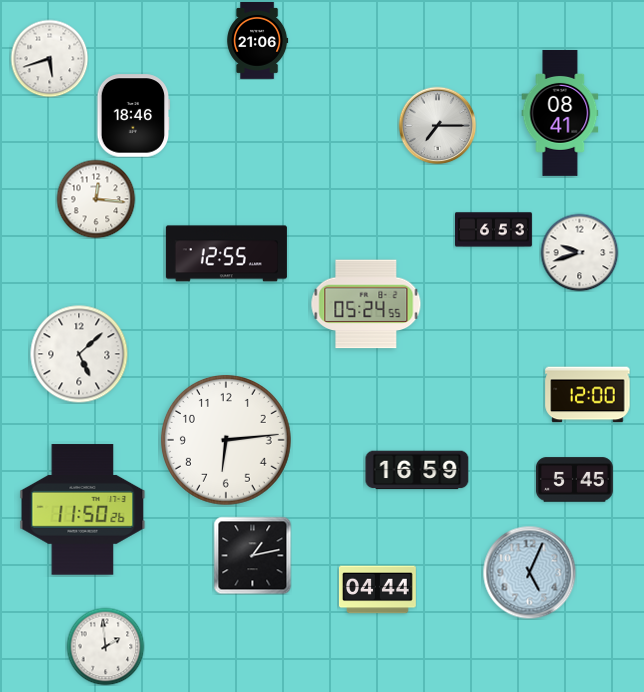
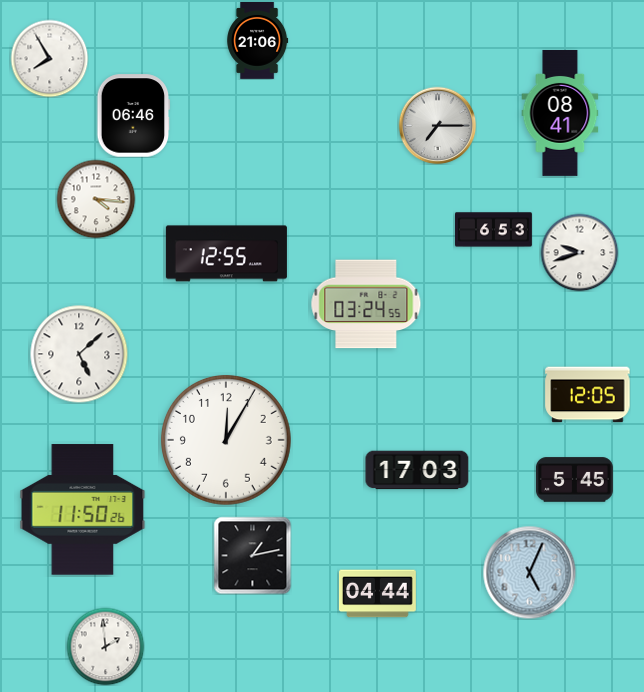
clock at (49, 58): 5:42 -> 7:55
clock at (134, 116): 18:46 -> 06:46
clock at (96, 199): 12:16 -> 4:16
clock at (366, 304): 05:24 -> 03:24
clock at (588, 395): 12:00 -> 12:05
clock at (226, 440): 6:14 -> 12:05
clock at (417, 470): 16:59 -> 17:03
clock at (378, 590) position: (378, 590) -> (378, 594)
